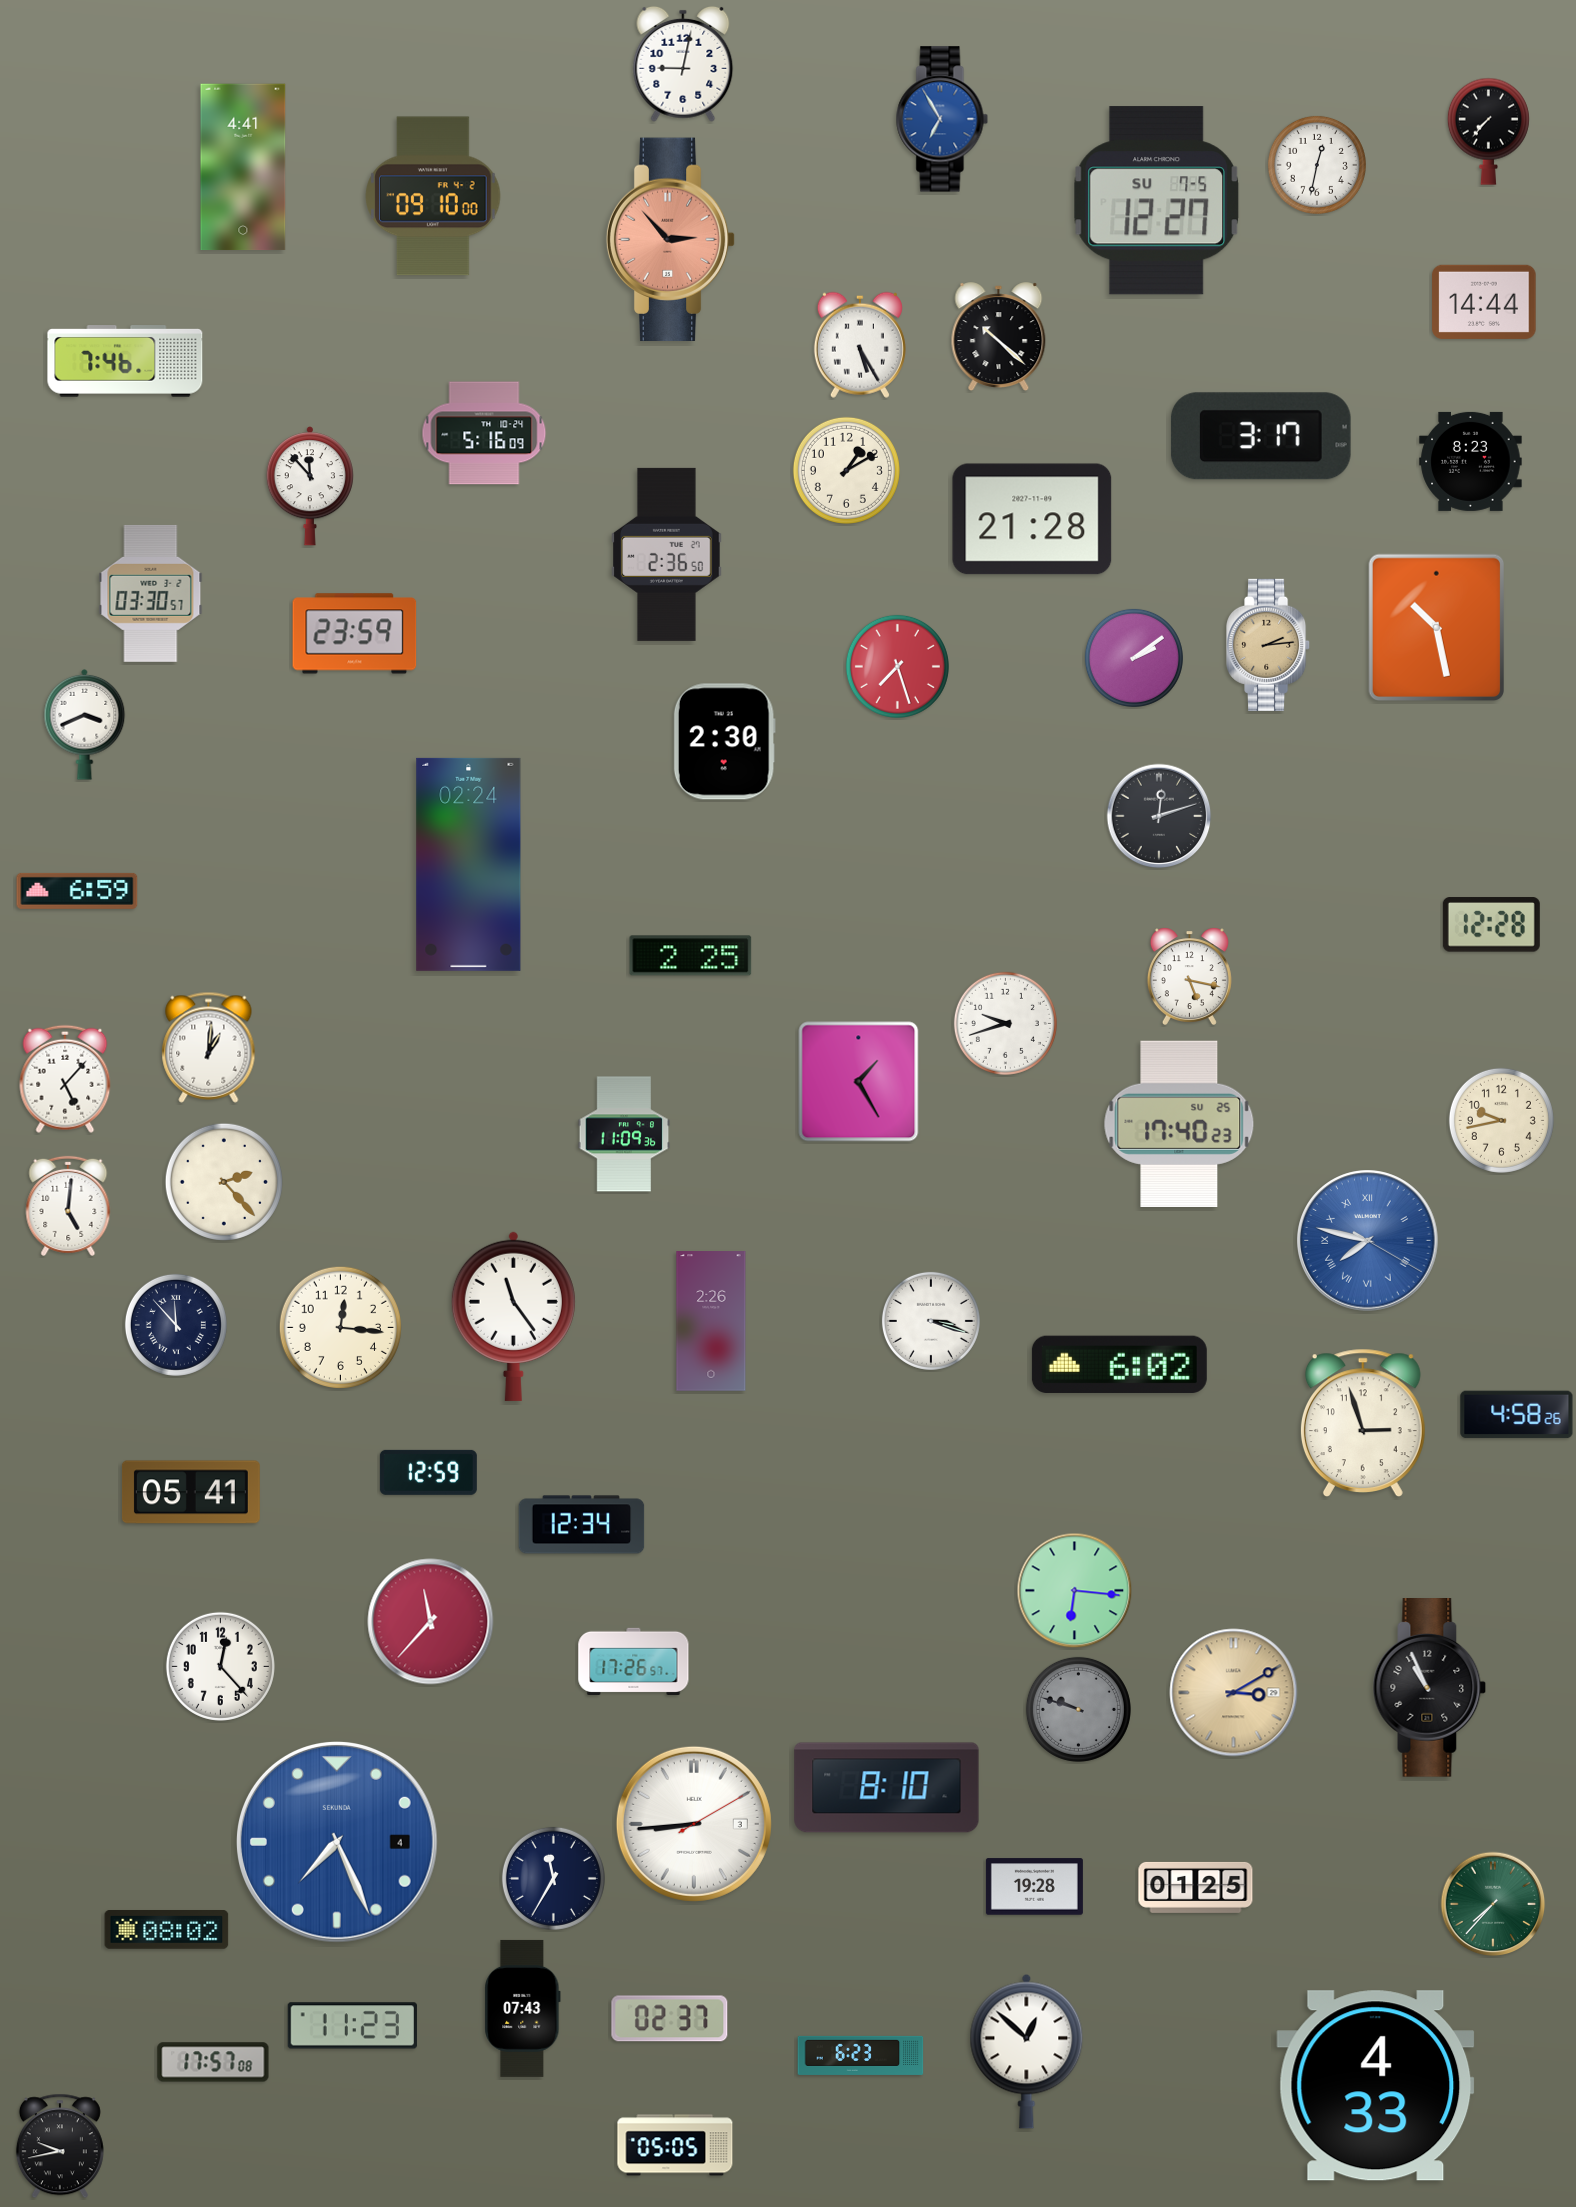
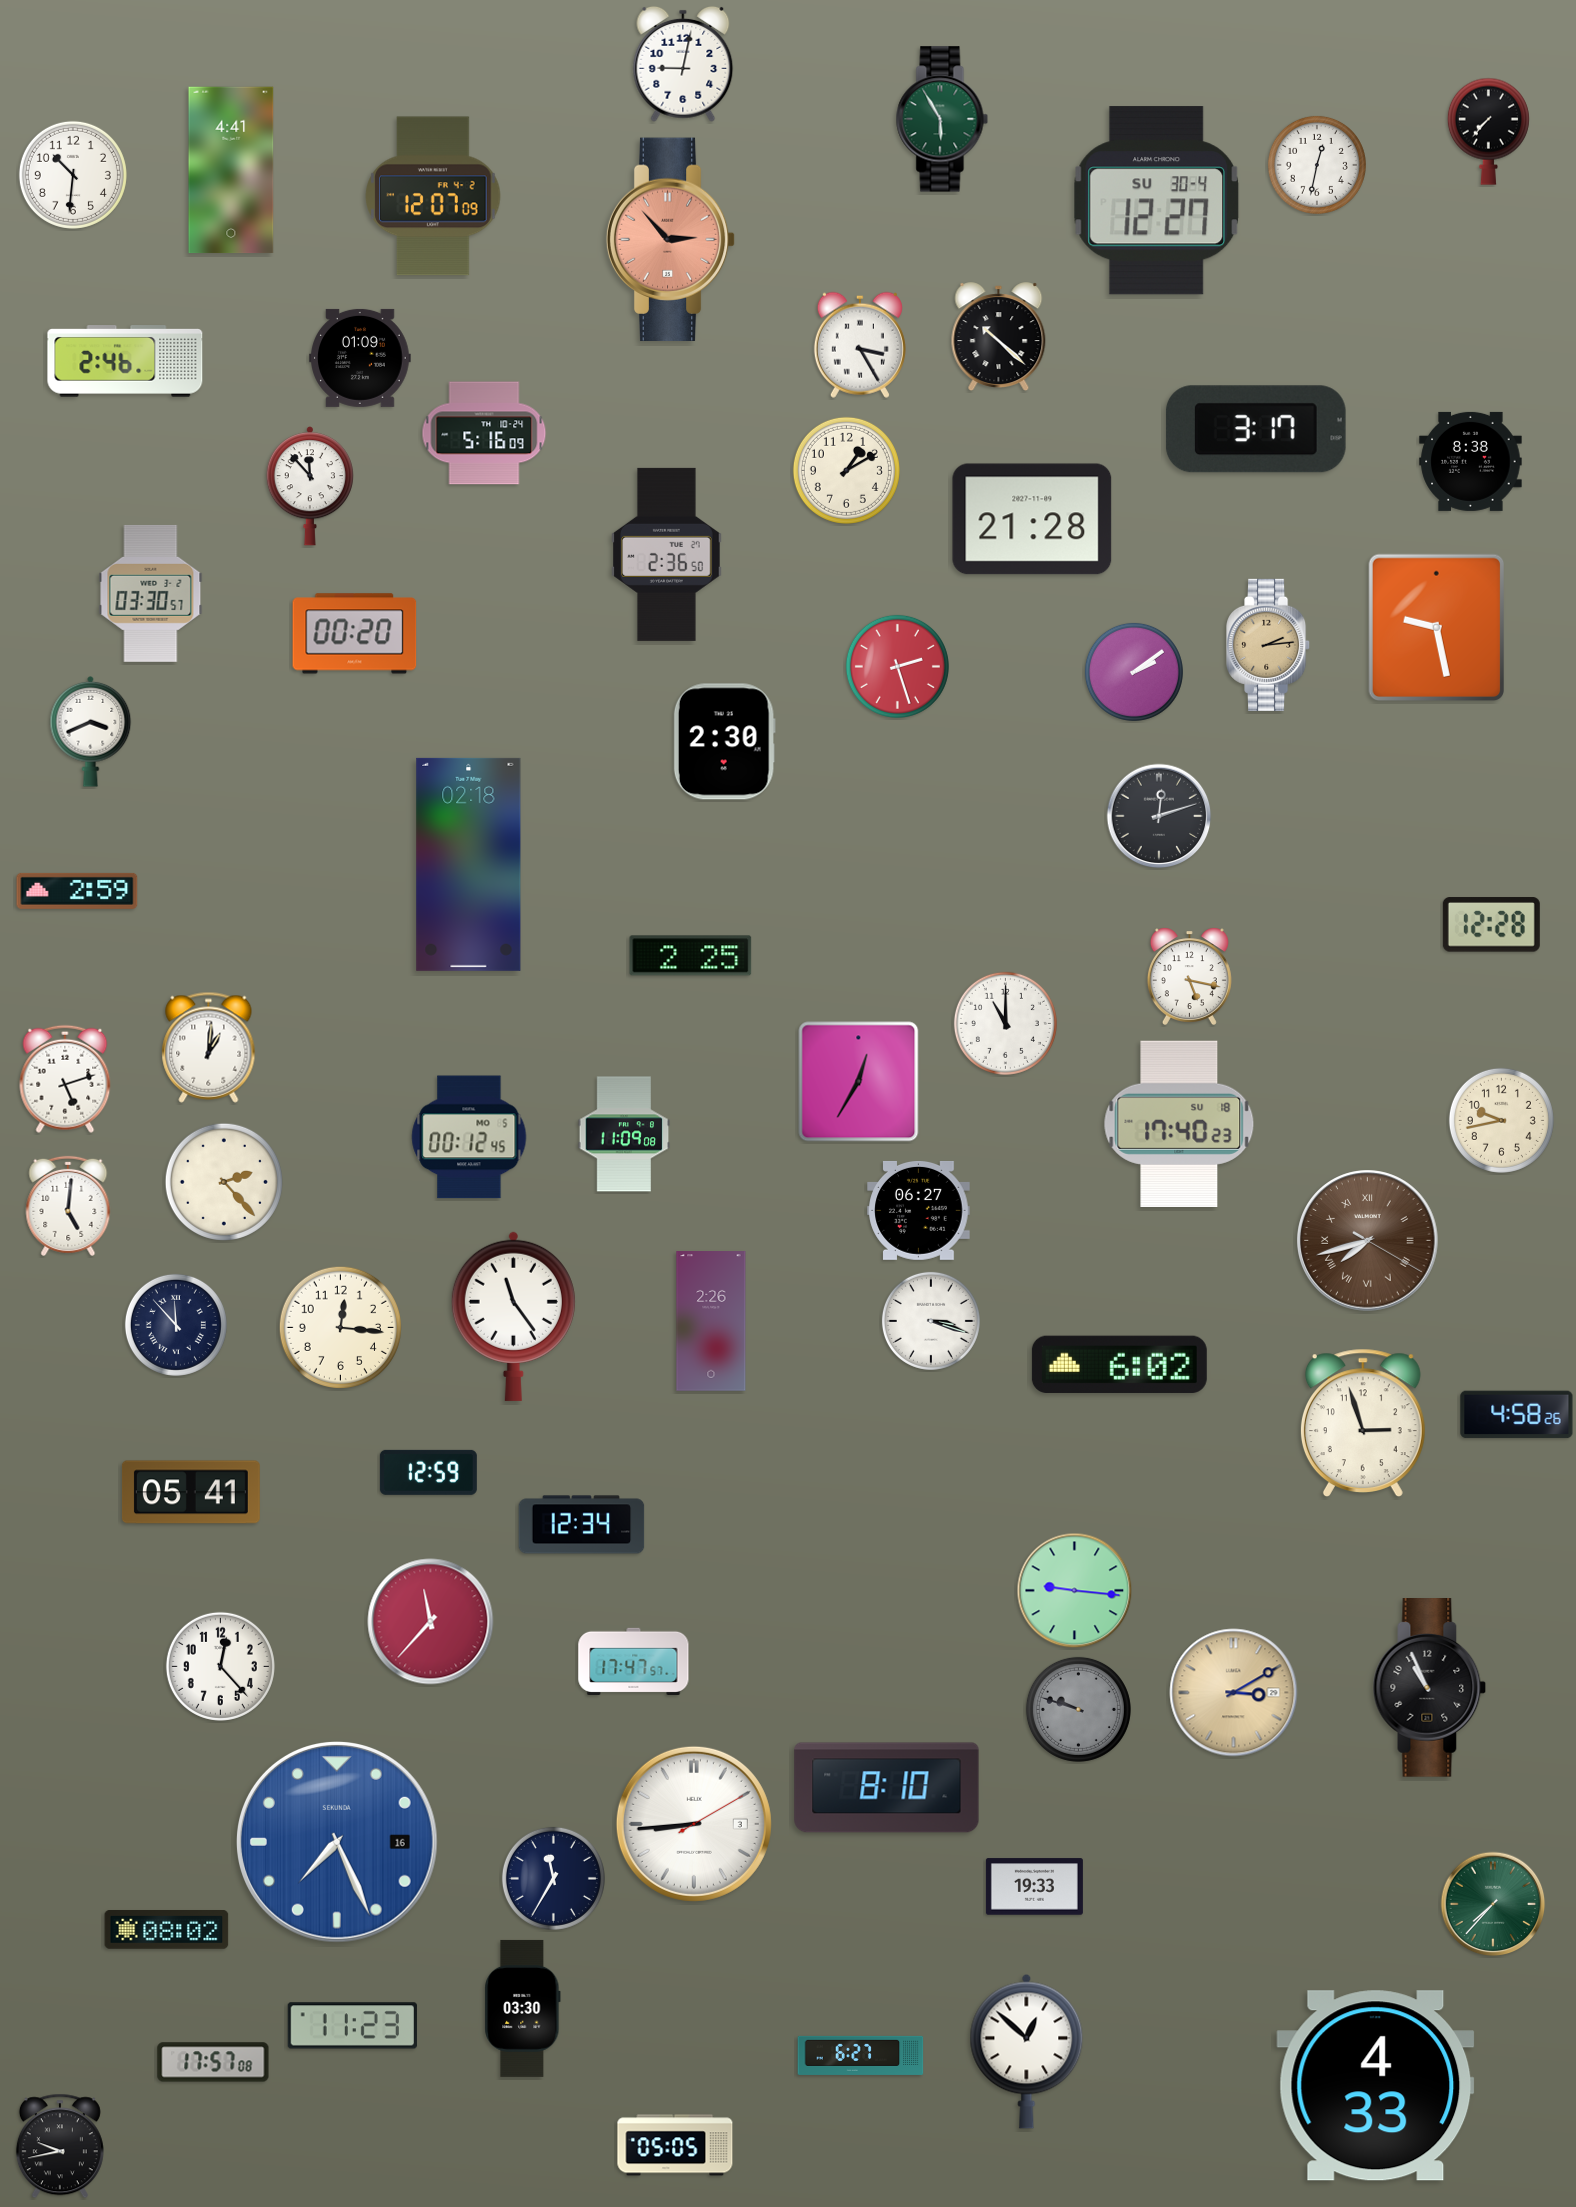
clock at (942, 119): 6:55 -> 5:55
clock at (942, 119) dial: blue -> green
clock at (243, 167) position: (243, 167) -> (231, 170)
clock at (73, 175): none -> 10:31
clock at (433, 196): 09:10 -> 12:07
clock at (1157, 201) date: SU 7-5 -> SU 30-4
clock at (1484, 302): 14:44 -> none
clock at (860, 345): 5:25 -> 3:25
clock at (360, 358): none -> 01:09
clock at (125, 361): 7:46 -> 2:46
clock at (1261, 436) position: (1261, 436) -> (1256, 429)
clock at (1471, 461): 8:23 -> 8:38
clock at (1436, 628): 10:28 -> 9:28
clock at (355, 634): 23:59 -> 00:20
clock at (1134, 658) position: (1134, 658) -> (1134, 672)
clock at (897, 666): 7:27 -> 2:27
clock at (85, 724) position: (85, 724) -> (91, 731)
clock at (469, 864): 02:24 -> 02:18
clock at (77, 891): 6:59 -> 2:59
clock at (1005, 1023): 9:42 -> 11:00
clock at (65, 1079): 5:07 -> 5:12
clock at (859, 1082): 1:25 -> 12:35
clock at (1179, 1124) date: SU 25 -> SU 18
clock at (624, 1134): 11:09:36 -> 11:09:08
clock at (469, 1137): none -> 00:12
clock at (919, 1210): none -> 06:27
clock at (1368, 1241): 7:47 -> 7:42
clock at (1368, 1241) dial: blue -> brown
clock at (1075, 1591): 6:16 -> 9:16
clock at (634, 1661): 17:26 -> 17:47
clock at (338, 1843) date: 4 -> 16
clock at (1034, 1887): 19:28 -> 19:33
clock at (1196, 1887): 01:25 -> none
clock at (523, 2008): 07:43 -> 03:30
clock at (670, 2019): 02:37 -> none
clock at (861, 2055): 6:23 -> 6:27
